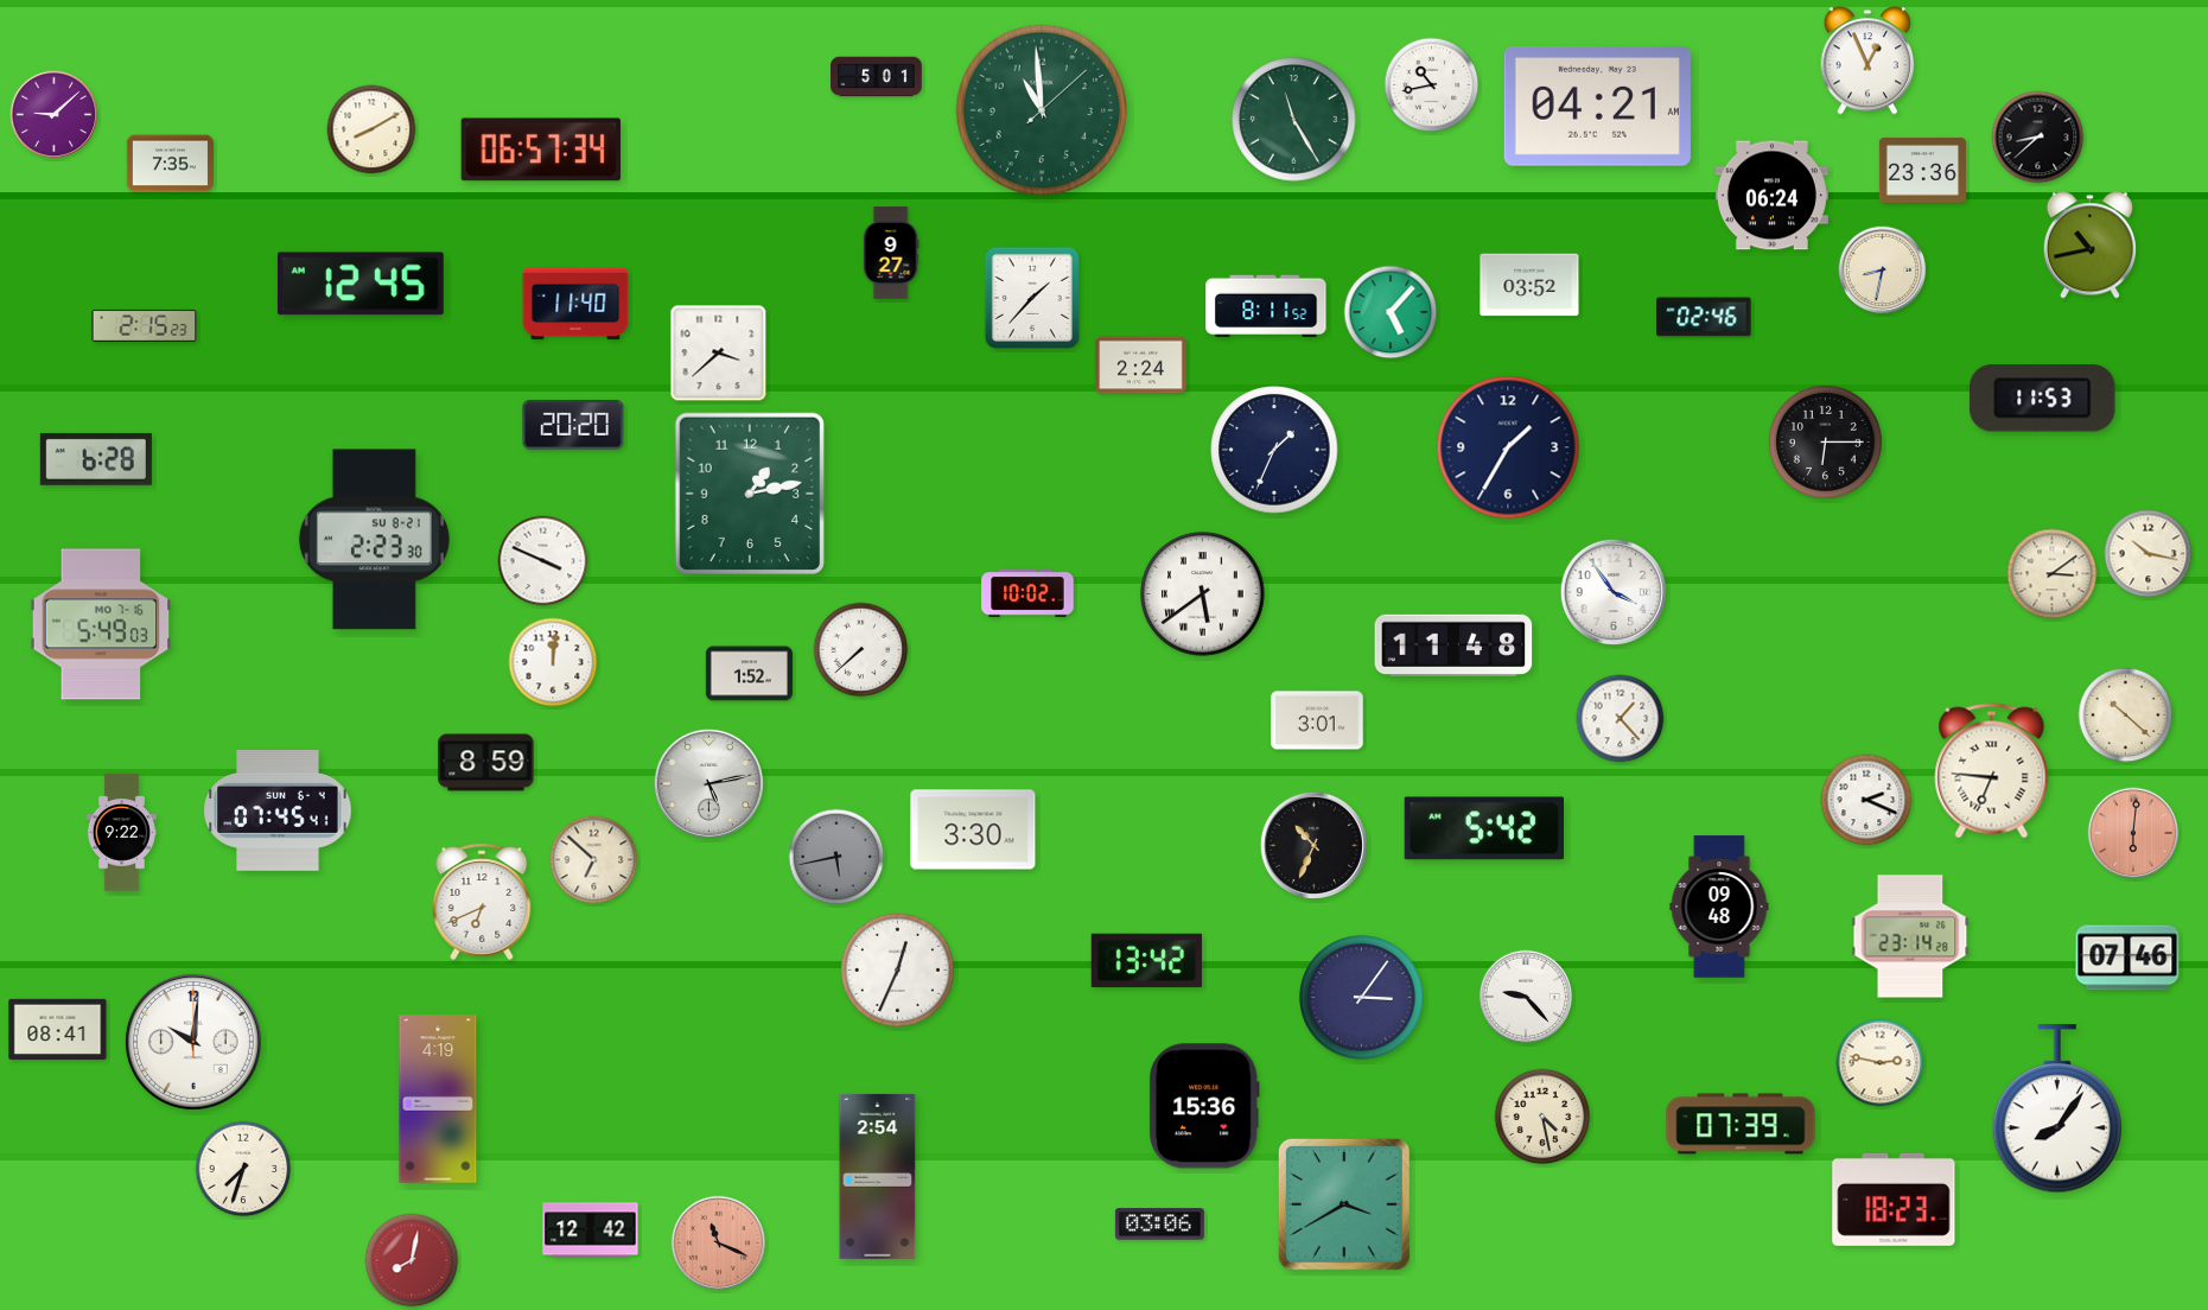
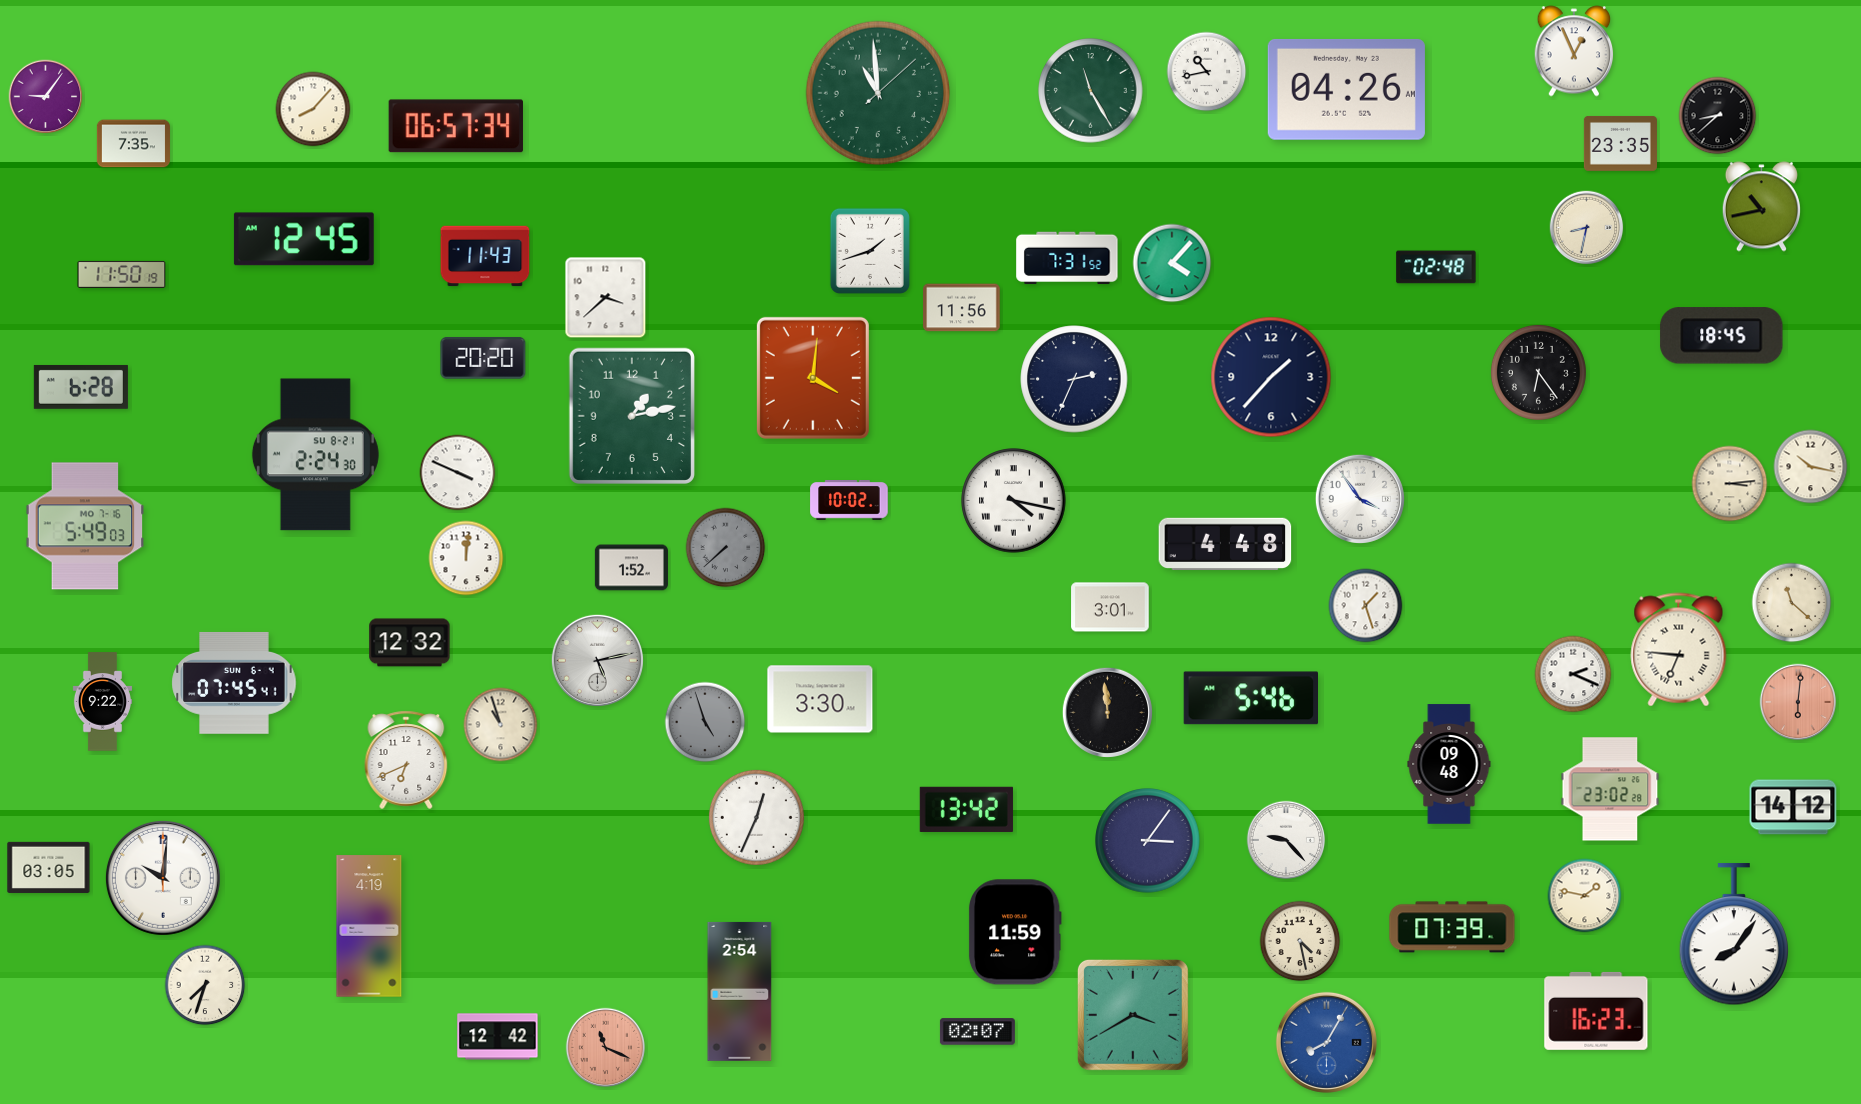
clock at (877, 77): 5:01 -> none
clock at (1597, 106): 04:21 -> 04:26
clock at (55, 115): 9:08 -> 9:06
clock at (1294, 120) position: (1294, 120) -> (1091, 91)
clock at (371, 129): 8:10 -> 8:07
clock at (170, 164) position: (170, 164) -> (133, 144)
clock at (1922, 170): 23:36 -> 23:35
clock at (1771, 196): 06:24 -> none
clock at (891, 253): 9:27 -> none
clock at (1529, 285): 03:52 -> none
clock at (1032, 298): 1:37 -> 1:42
clock at (575, 304): 11:40 -> 11:43
clock at (1266, 306): 8:11 -> 7:31
clock at (1391, 312): 5:07 -> 4:07
clock at (1704, 317): 02:46 -> 02:48
clock at (145, 325): 2:15 -> 11:50
clock at (1141, 365): 2:24 -> 11:56
clock at (2043, 399): 11:53 -> 18:45
clock at (1825, 441): 6:15 -> 6:24
clock at (1508, 447): 1:35 -> 1:37
clock at (813, 378): none -> 4:01
clock at (1274, 450): 1:34 -> 2:34
clock at (374, 540): 2:23 -> 2:24
clock at (2053, 574): 3:09 -> 3:14
clock at (1027, 594) position: (1027, 594) -> (849, 501)
clock at (1203, 594): 5:39 -> 4:17
clock at (1453, 644): 11:48 -> 4:48
clock at (861, 650) dial: white -> grey
clock at (2126, 716): 10:22 -> 11:22
clock at (1621, 719): 1:23 -> 1:27
clock at (486, 763): 8:59 -> 12:32
clock at (1483, 828): 5:42 -> 5:46
clock at (1313, 845): 10:34 -> 11:59
clock at (836, 857): 5:43 -> 4:57
clock at (594, 860): 6:52 -> 10:57
clock at (1910, 936): 23:14 -> 23:02
clock at (2127, 958): 07:46 -> 14:12
clock at (58, 1029): 08:41 -> 03:05
clock at (1881, 1063): 2:47 -> 1:47
clock at (1204, 1106): 15:36 -> 11:59
clock at (1741, 1124) position: (1741, 1124) -> (1452, 927)
clock at (1894, 1200): 18:23 -> 16:23
clock at (1159, 1225): 03:06 -> 02:07
clock at (1326, 1042): none -> 8:05
clock at (412, 1260): 8:02 -> none
